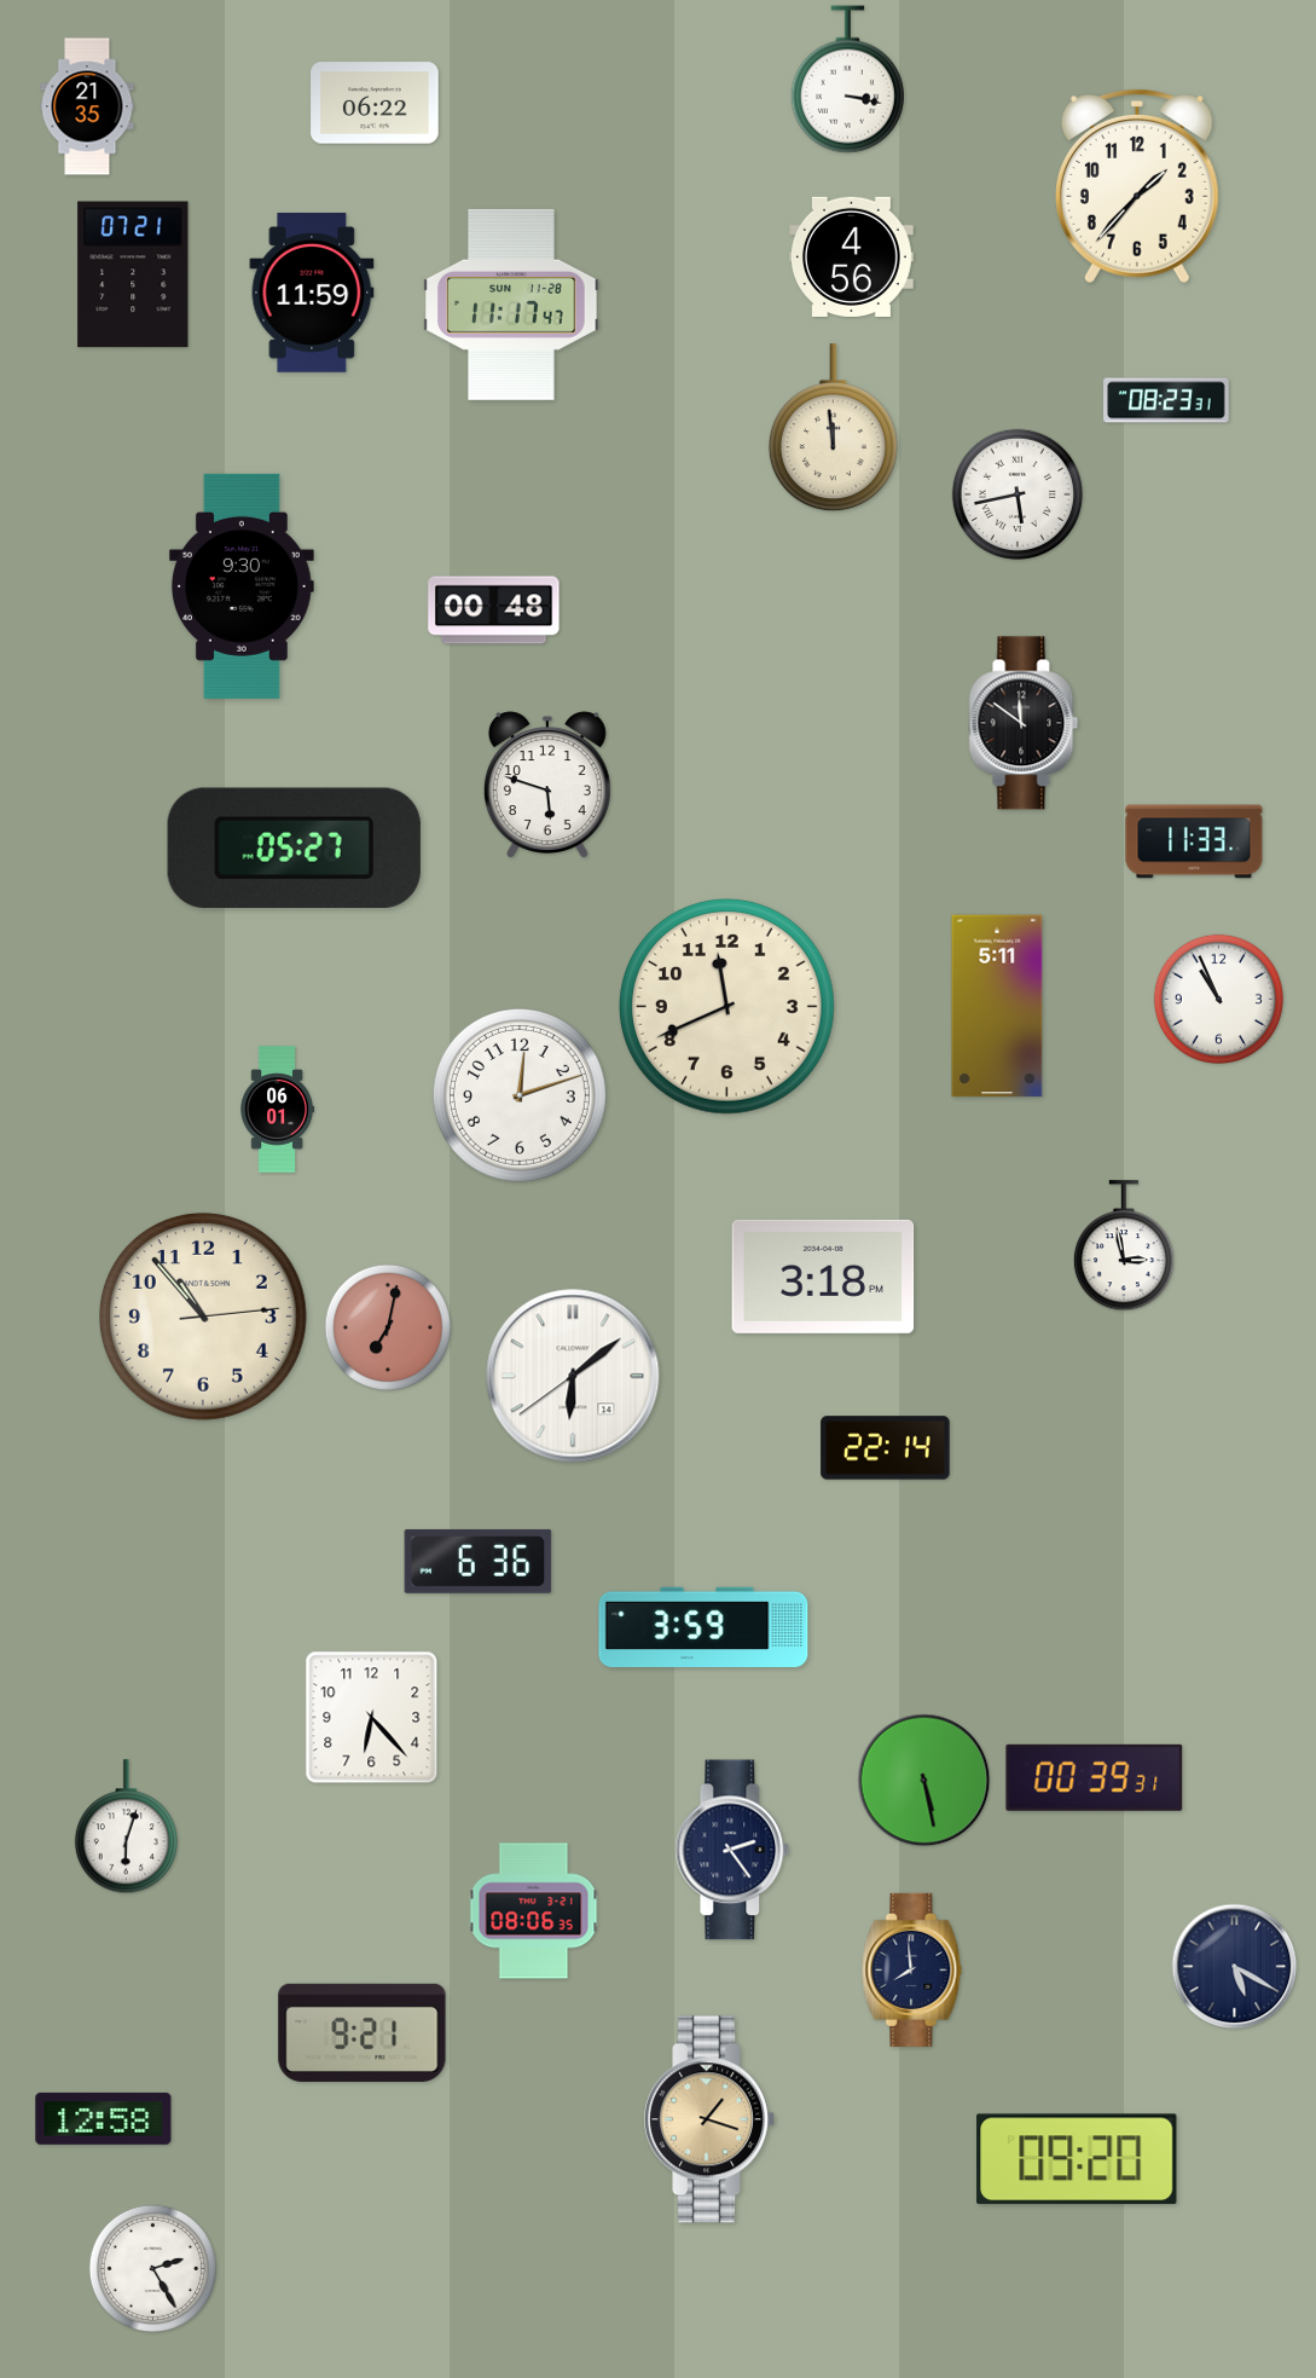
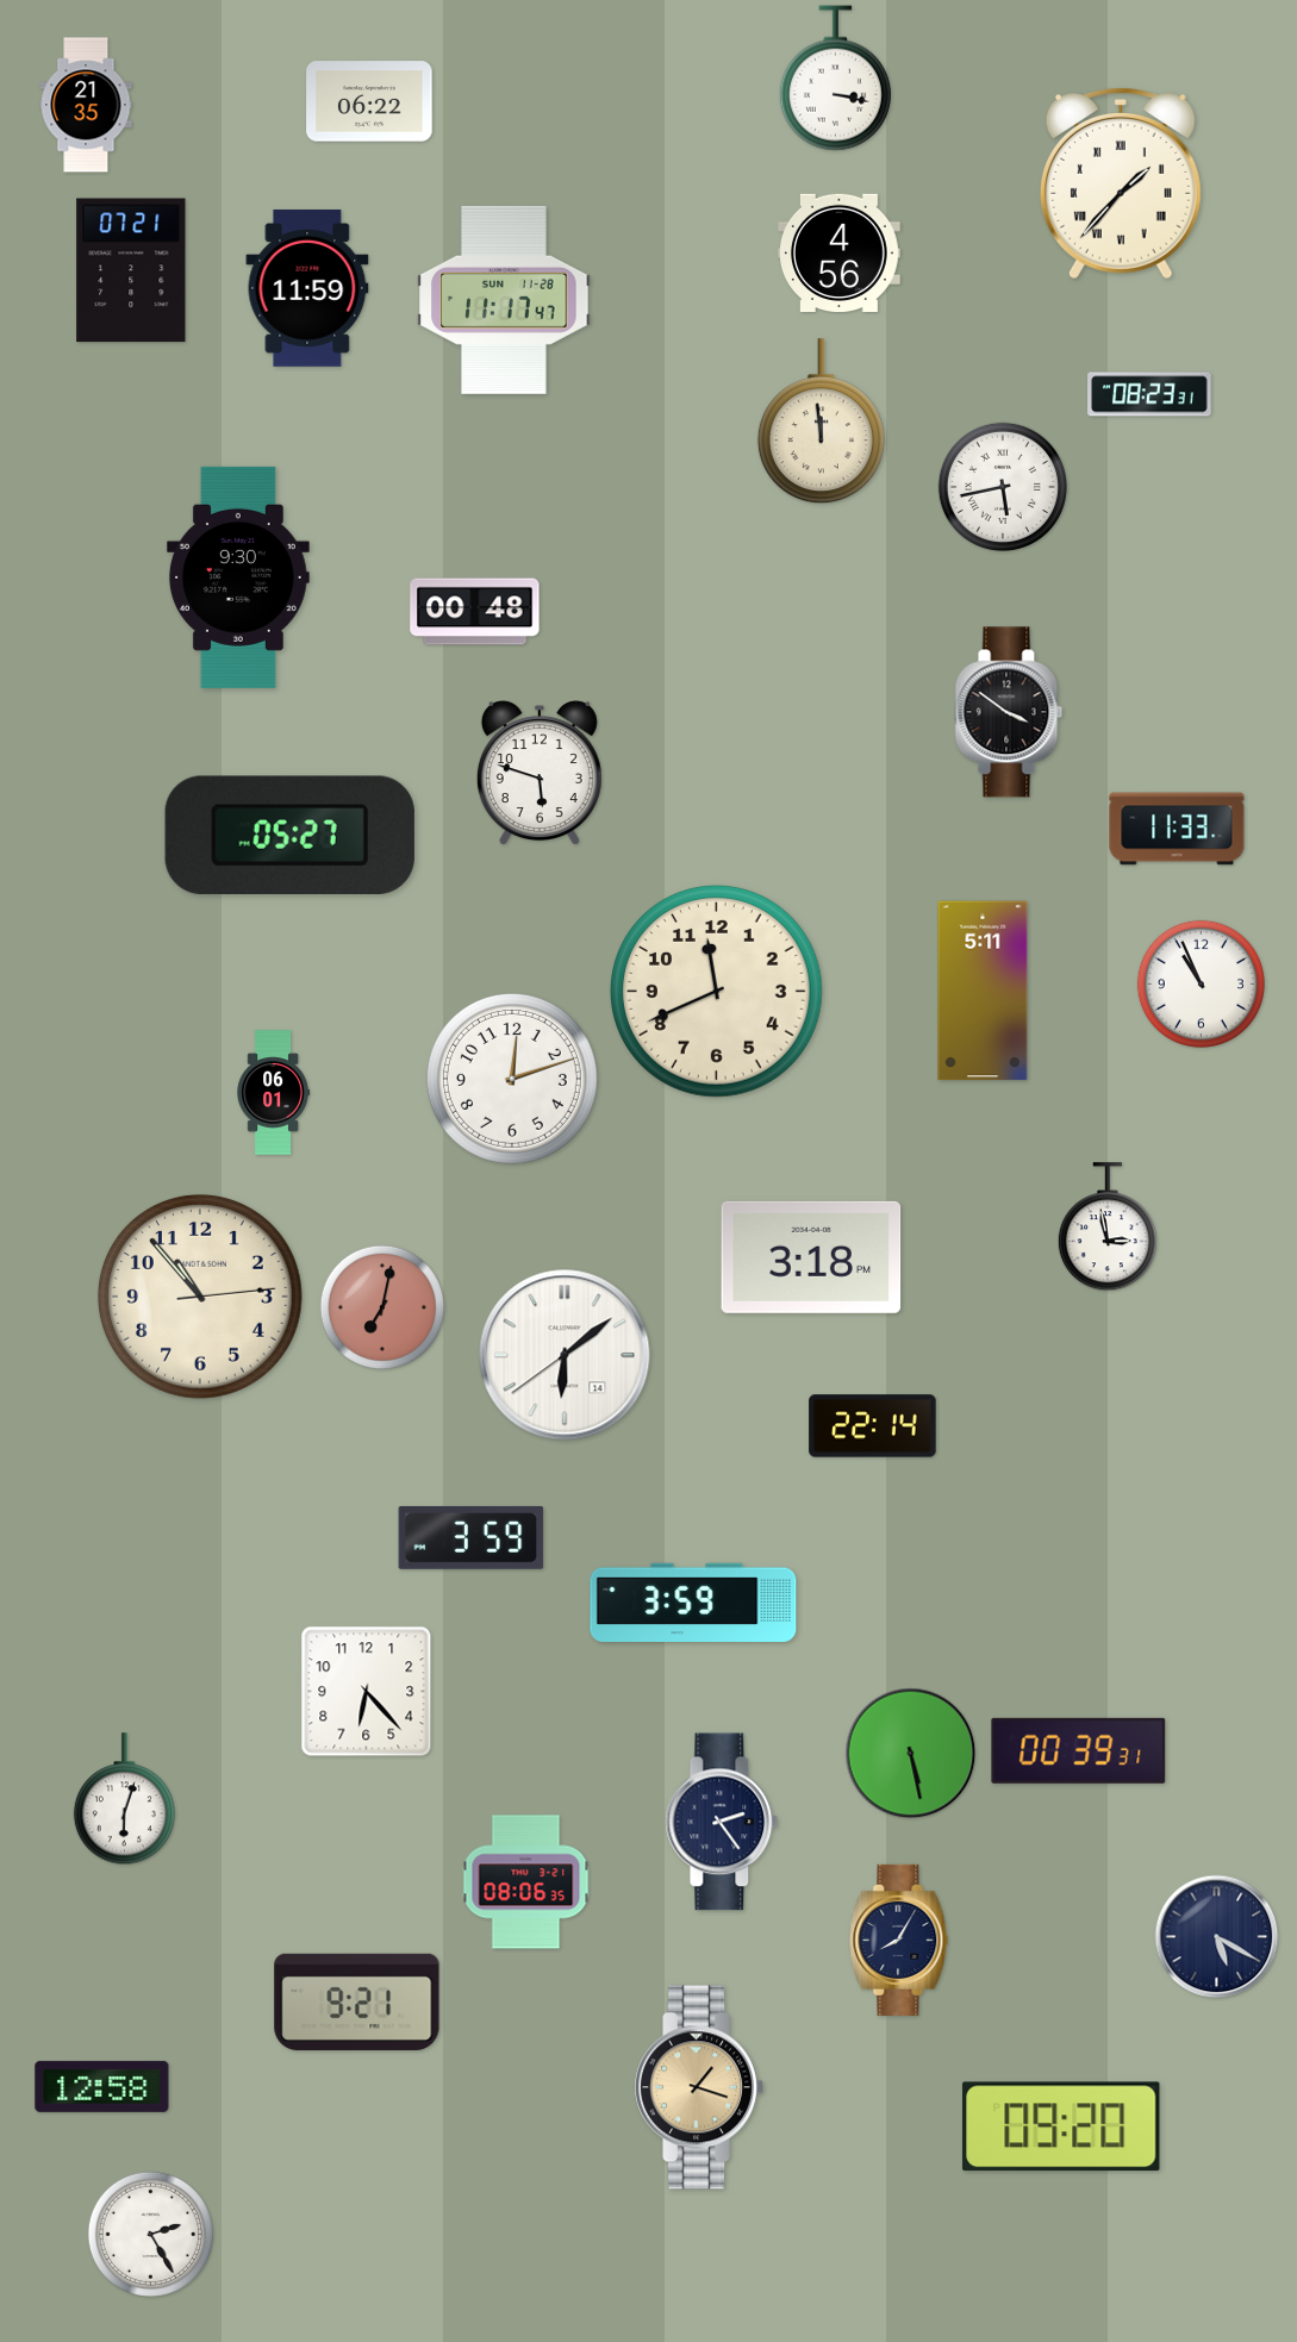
clock at (1137, 187) numerals: Arabic -> Roman
clock at (494, 611) position: (494, 611) -> (475, 612)
clock at (1024, 723): 11:51 -> 3:51
clock at (479, 1561): 6:36 -> 3:59
clock at (912, 1969): 7:59 -> 8:05
